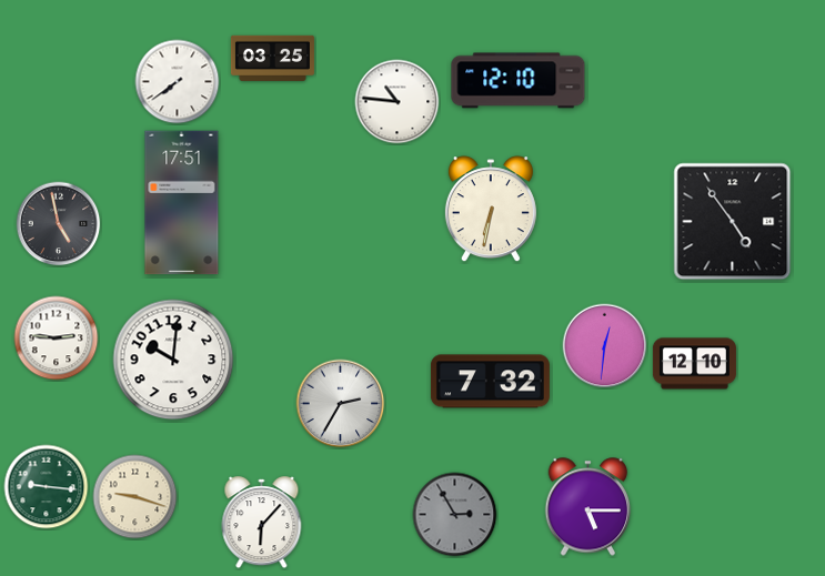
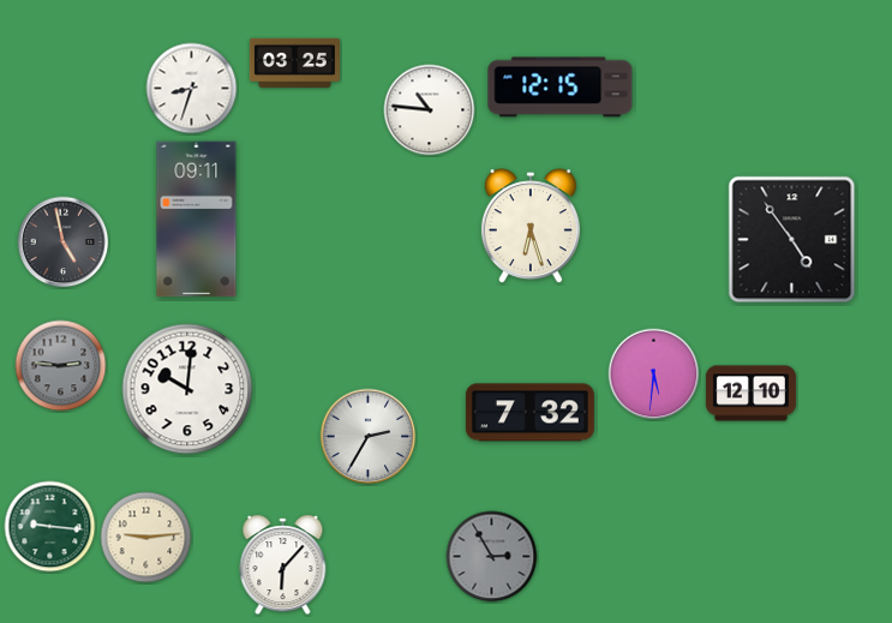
clock at (519, 81): 12:10 -> 12:15
clock at (178, 82): 7:39 -> 8:33
clock at (182, 203): 17:51 -> 09:11
clock at (491, 210): 6:32 -> 6:27
clock at (57, 338) dial: white -> grey
clock at (605, 346): 12:31 -> 5:31
clock at (135, 497): 9:18 -> 9:14
clock at (588, 507): 5:15 -> none
